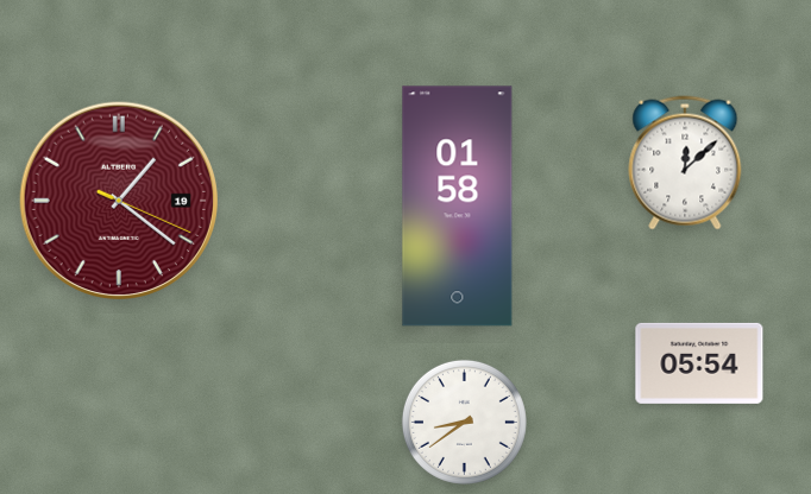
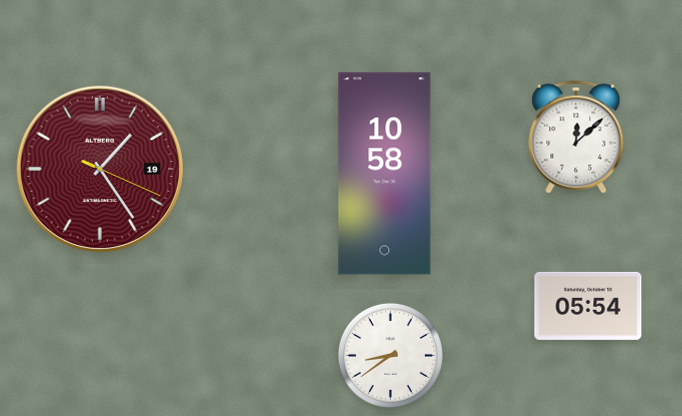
clock at (118, 199): 1:21 -> 1:24
clock at (458, 207): 01:58 -> 10:58
